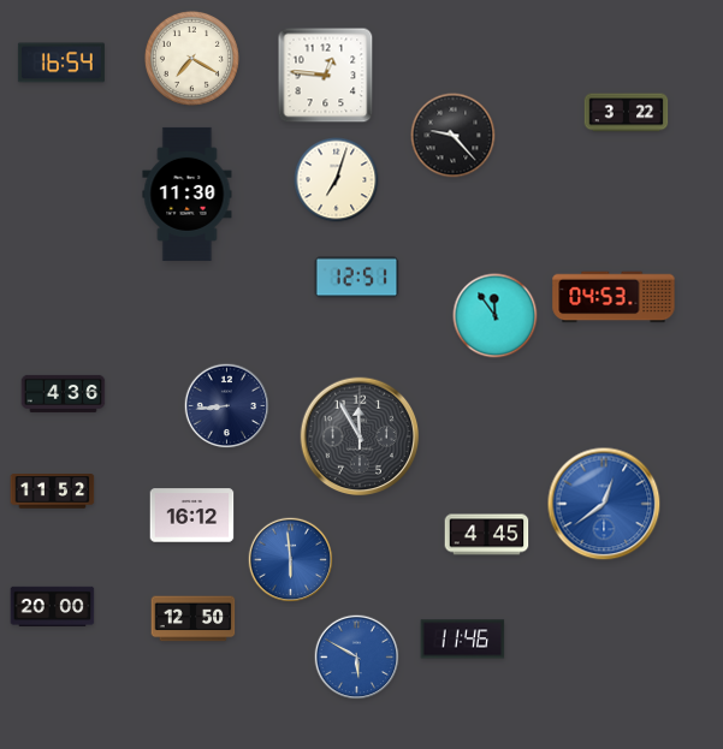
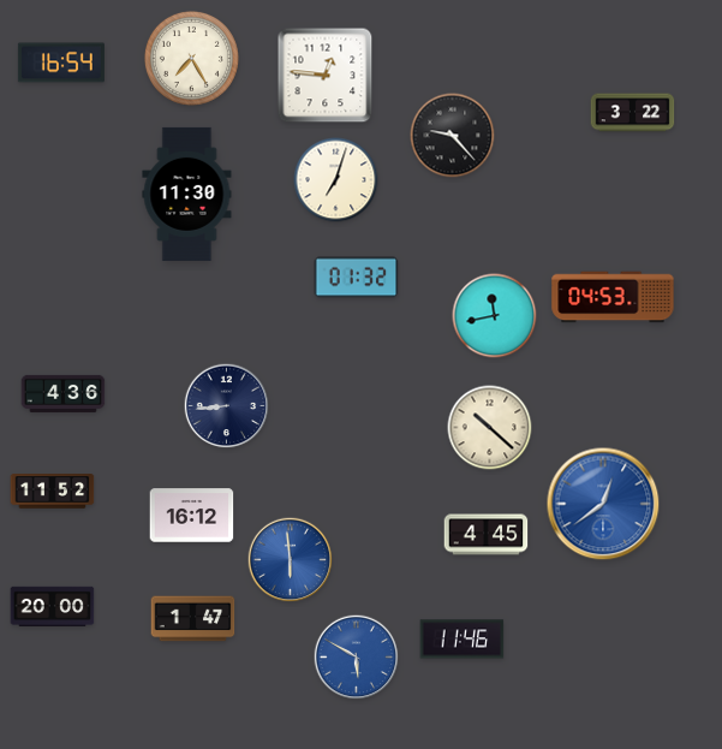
clock at (191, 58): 7:20 -> 7:25
clock at (627, 113) position: (627, 113) -> (633, 113)
clock at (357, 278): 12:51 -> 01:32
clock at (496, 316): 11:54 -> 11:43
clock at (490, 428): none -> 10:22
clock at (360, 436): 11:55 -> none
clock at (194, 619): 12:50 -> 1:47
